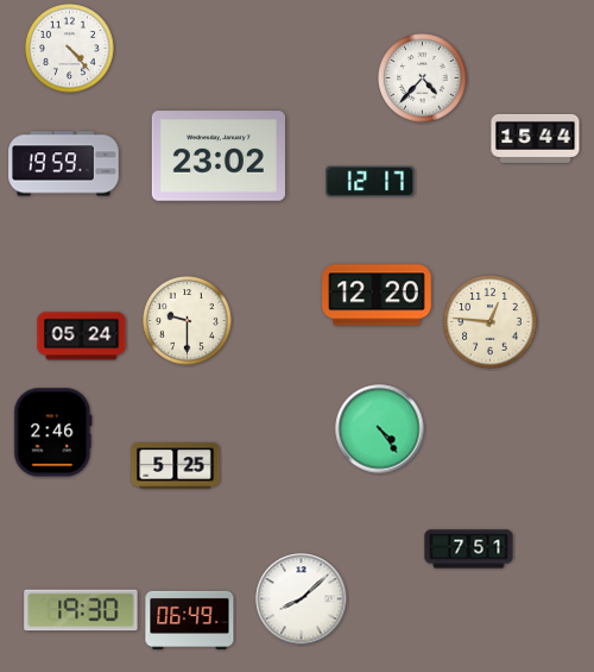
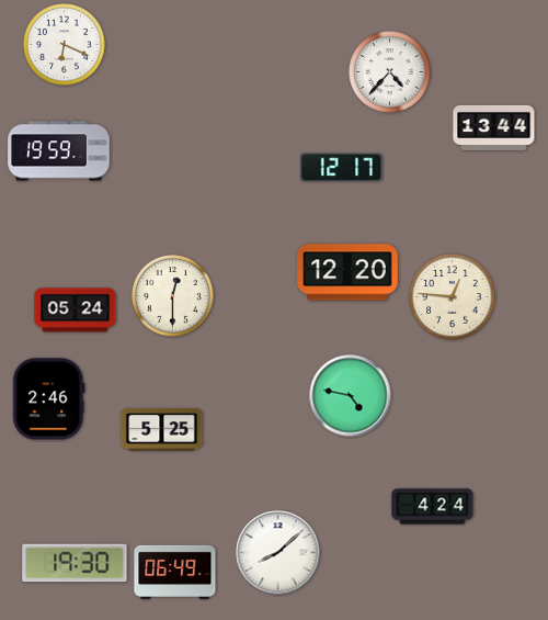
clock at (70, 49): 4:23 -> 6:19
clock at (536, 138): 15:44 -> 13:44
clock at (219, 156): 23:02 -> none
clock at (188, 321): 9:30 -> 12:30
clock at (380, 429): 4:24 -> 4:47
clock at (469, 549): 7:51 -> 4:24
